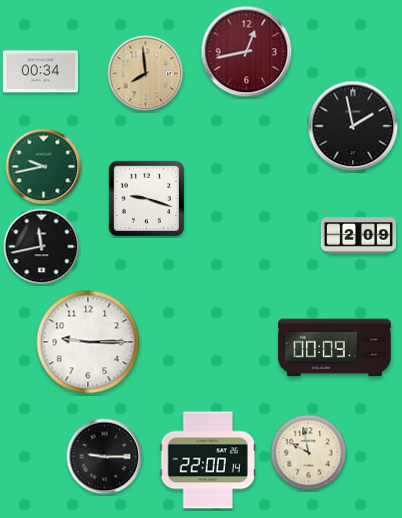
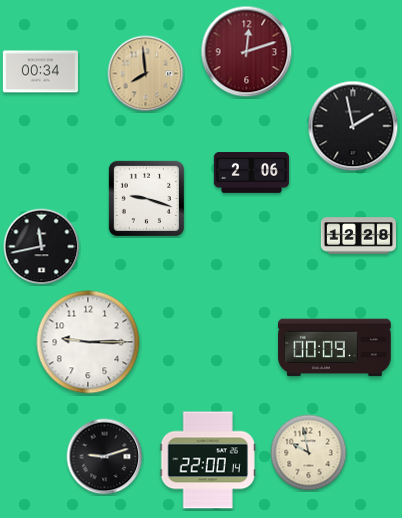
clock at (247, 52): 12:43 -> 12:12
clock at (44, 167): 9:43 -> none
clock at (251, 173): none -> 2:06
clock at (359, 236): 2:09 -> 12:28
clock at (105, 457): 9:15 -> 9:12
